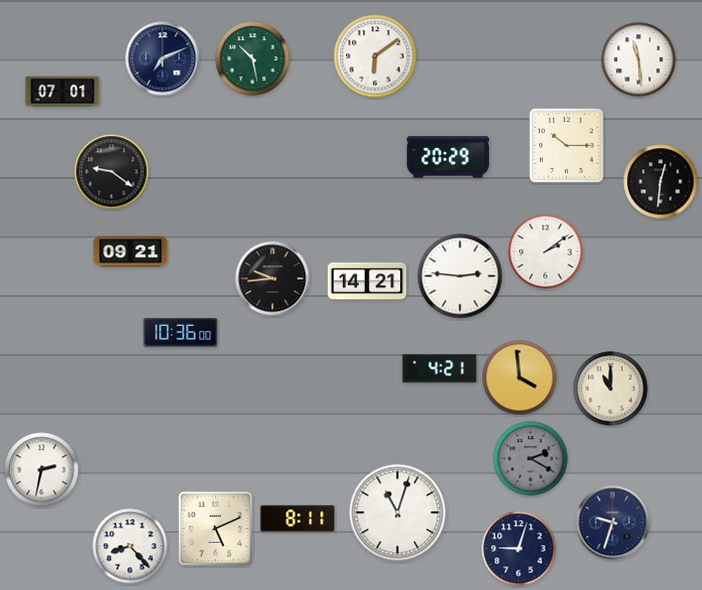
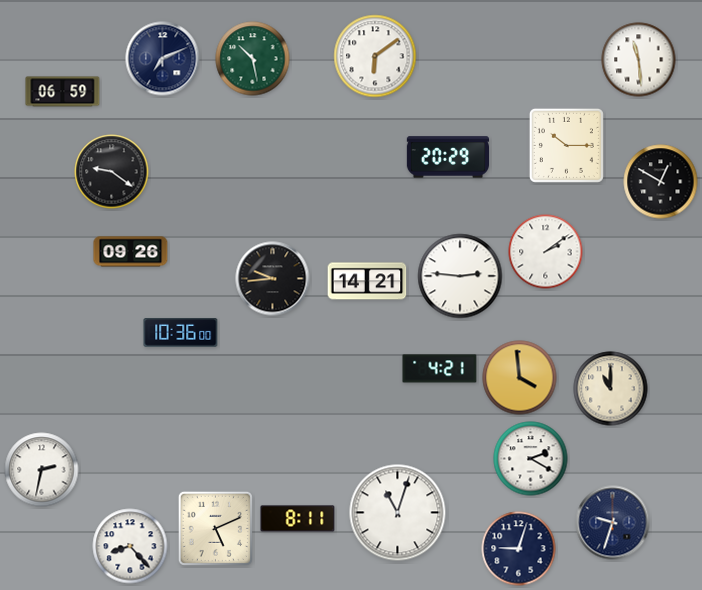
clock at (63, 92): 07:01 -> 06:59
clock at (661, 182): 12:31 -> 12:50
clock at (131, 252): 09:21 -> 09:26
clock at (531, 459) dial: grey -> white
